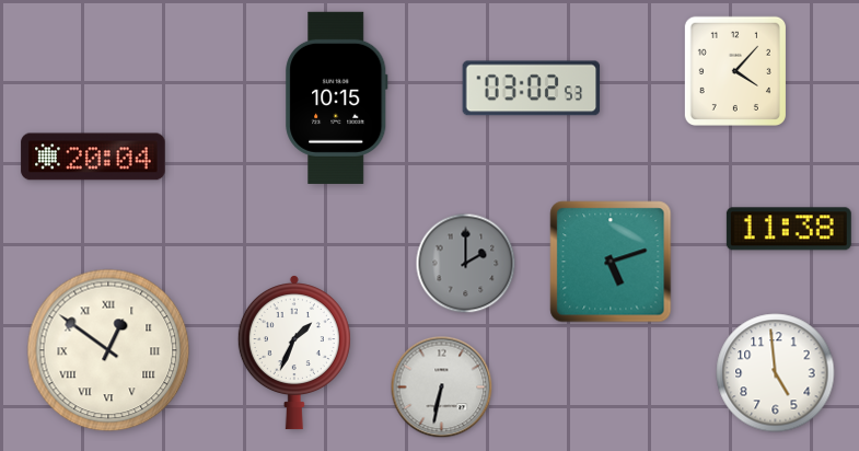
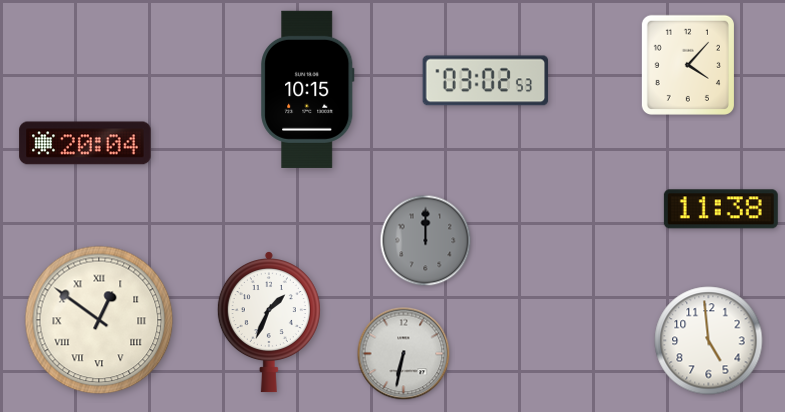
clock at (735, 71) position: (735, 71) -> (688, 65)
clock at (611, 262): 5:12 -> none
clock at (466, 264): 2:00 -> 12:00
